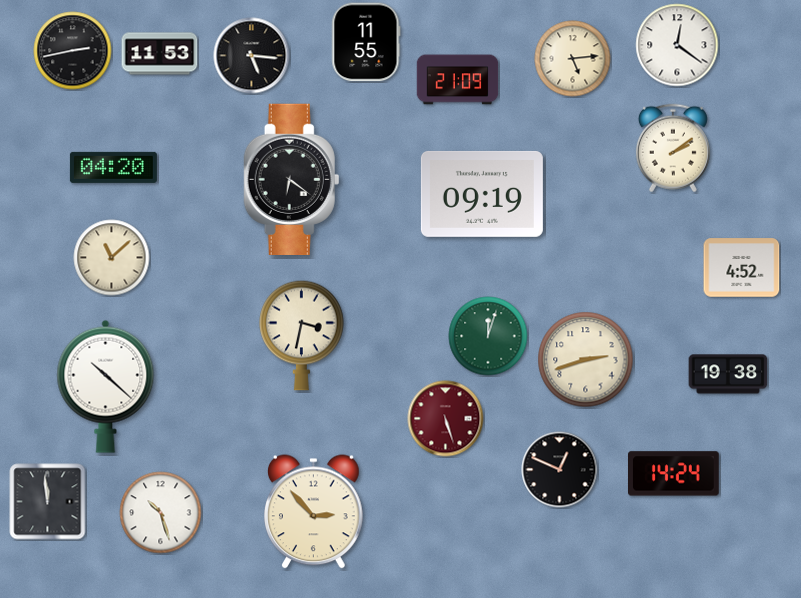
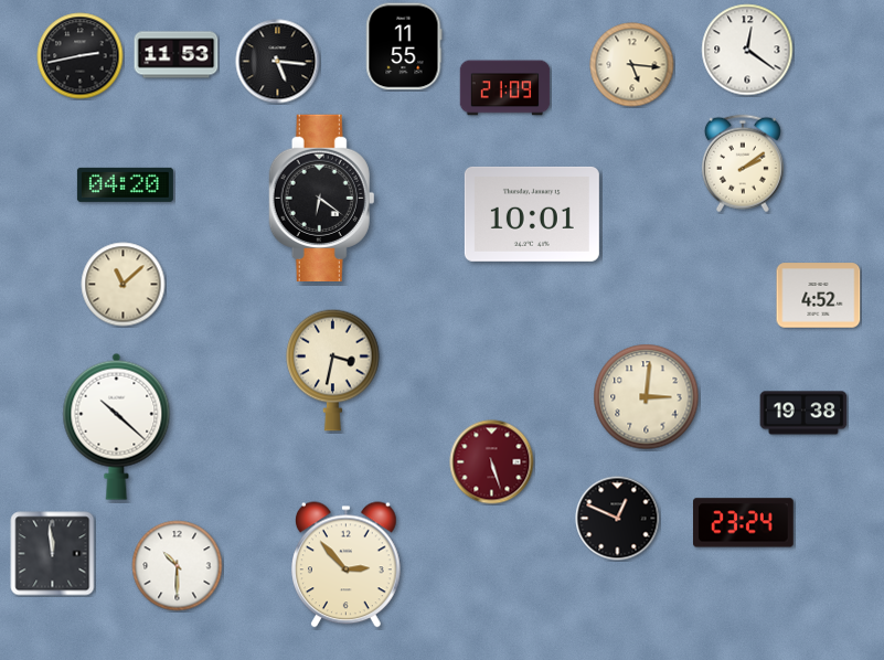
clock at (160, 54) position: (160, 54) -> (177, 55)
clock at (573, 59): 5:14 -> 5:16
clock at (482, 194): 09:19 -> 10:01
clock at (488, 336): 12:03 -> none
clock at (586, 360): 2:42 -> 3:01
clock at (674, 474): 14:24 -> 23:24
clock at (161, 513): 10:27 -> 10:30
